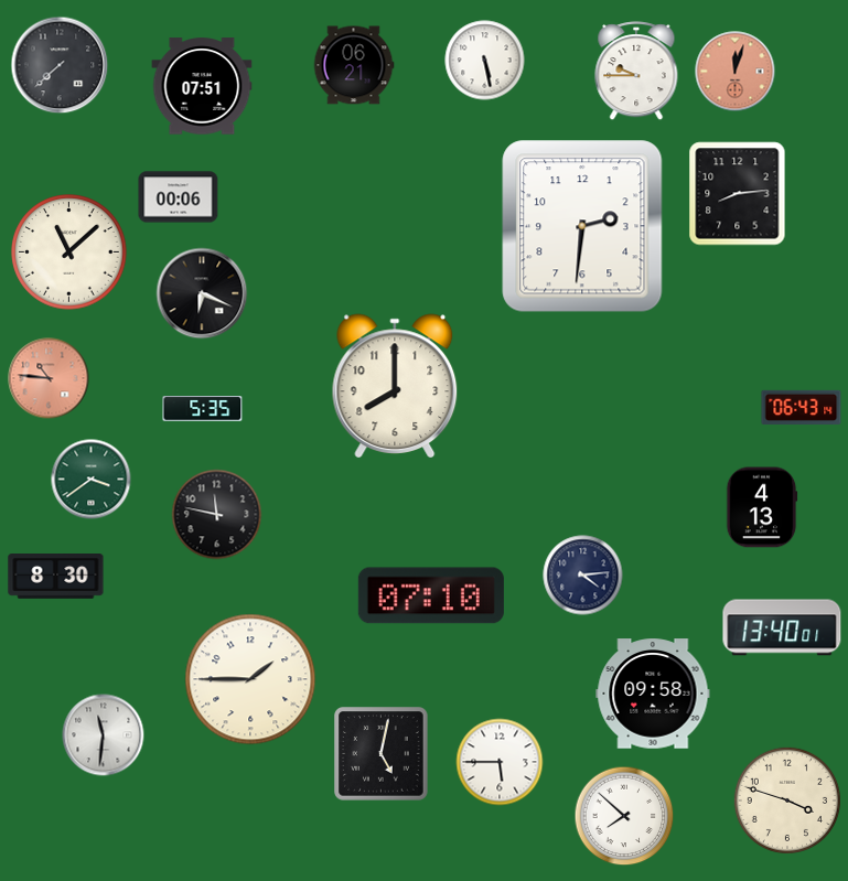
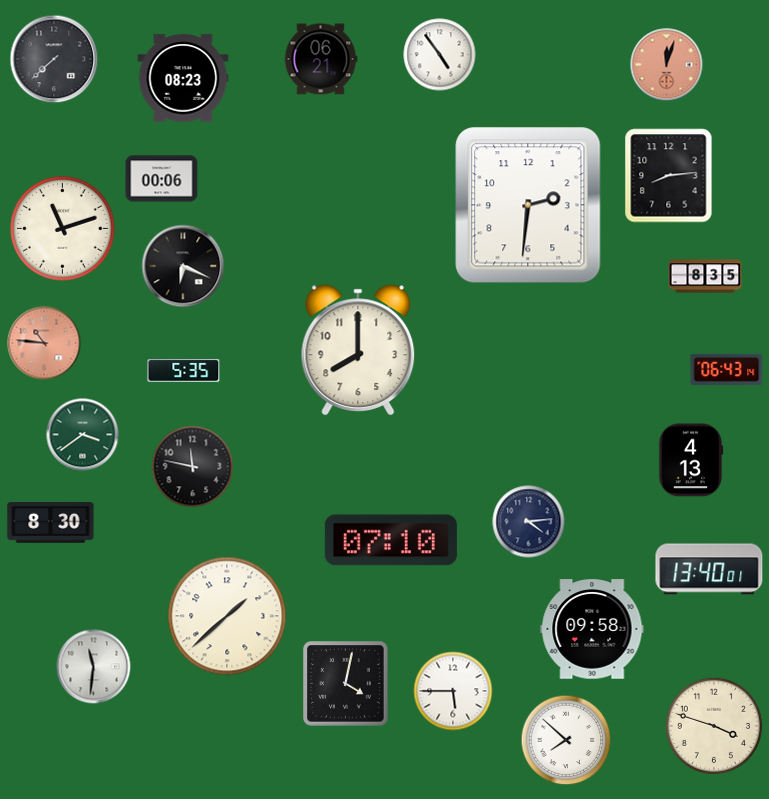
clock at (485, 61): 5:28 -> 4:54
clock at (636, 72): 9:45 -> none
clock at (202, 86): 07:51 -> 08:23
clock at (69, 253): 11:08 -> 11:12
clock at (705, 276): none -> 8:35
clock at (217, 515) position: (217, 515) -> (193, 467)
clock at (250, 679): 1:45 -> 1:38
clock at (382, 754): 5:02 -> 4:02
